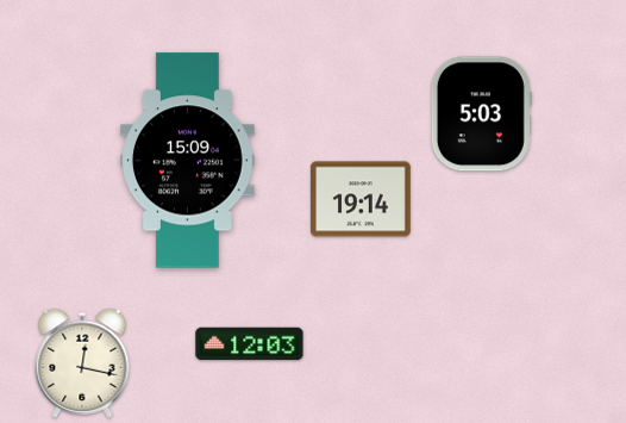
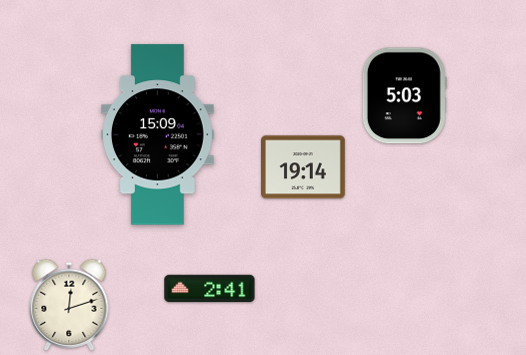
clock at (250, 344): 12:03 -> 2:41
clock at (82, 363): 12:17 -> 12:12
